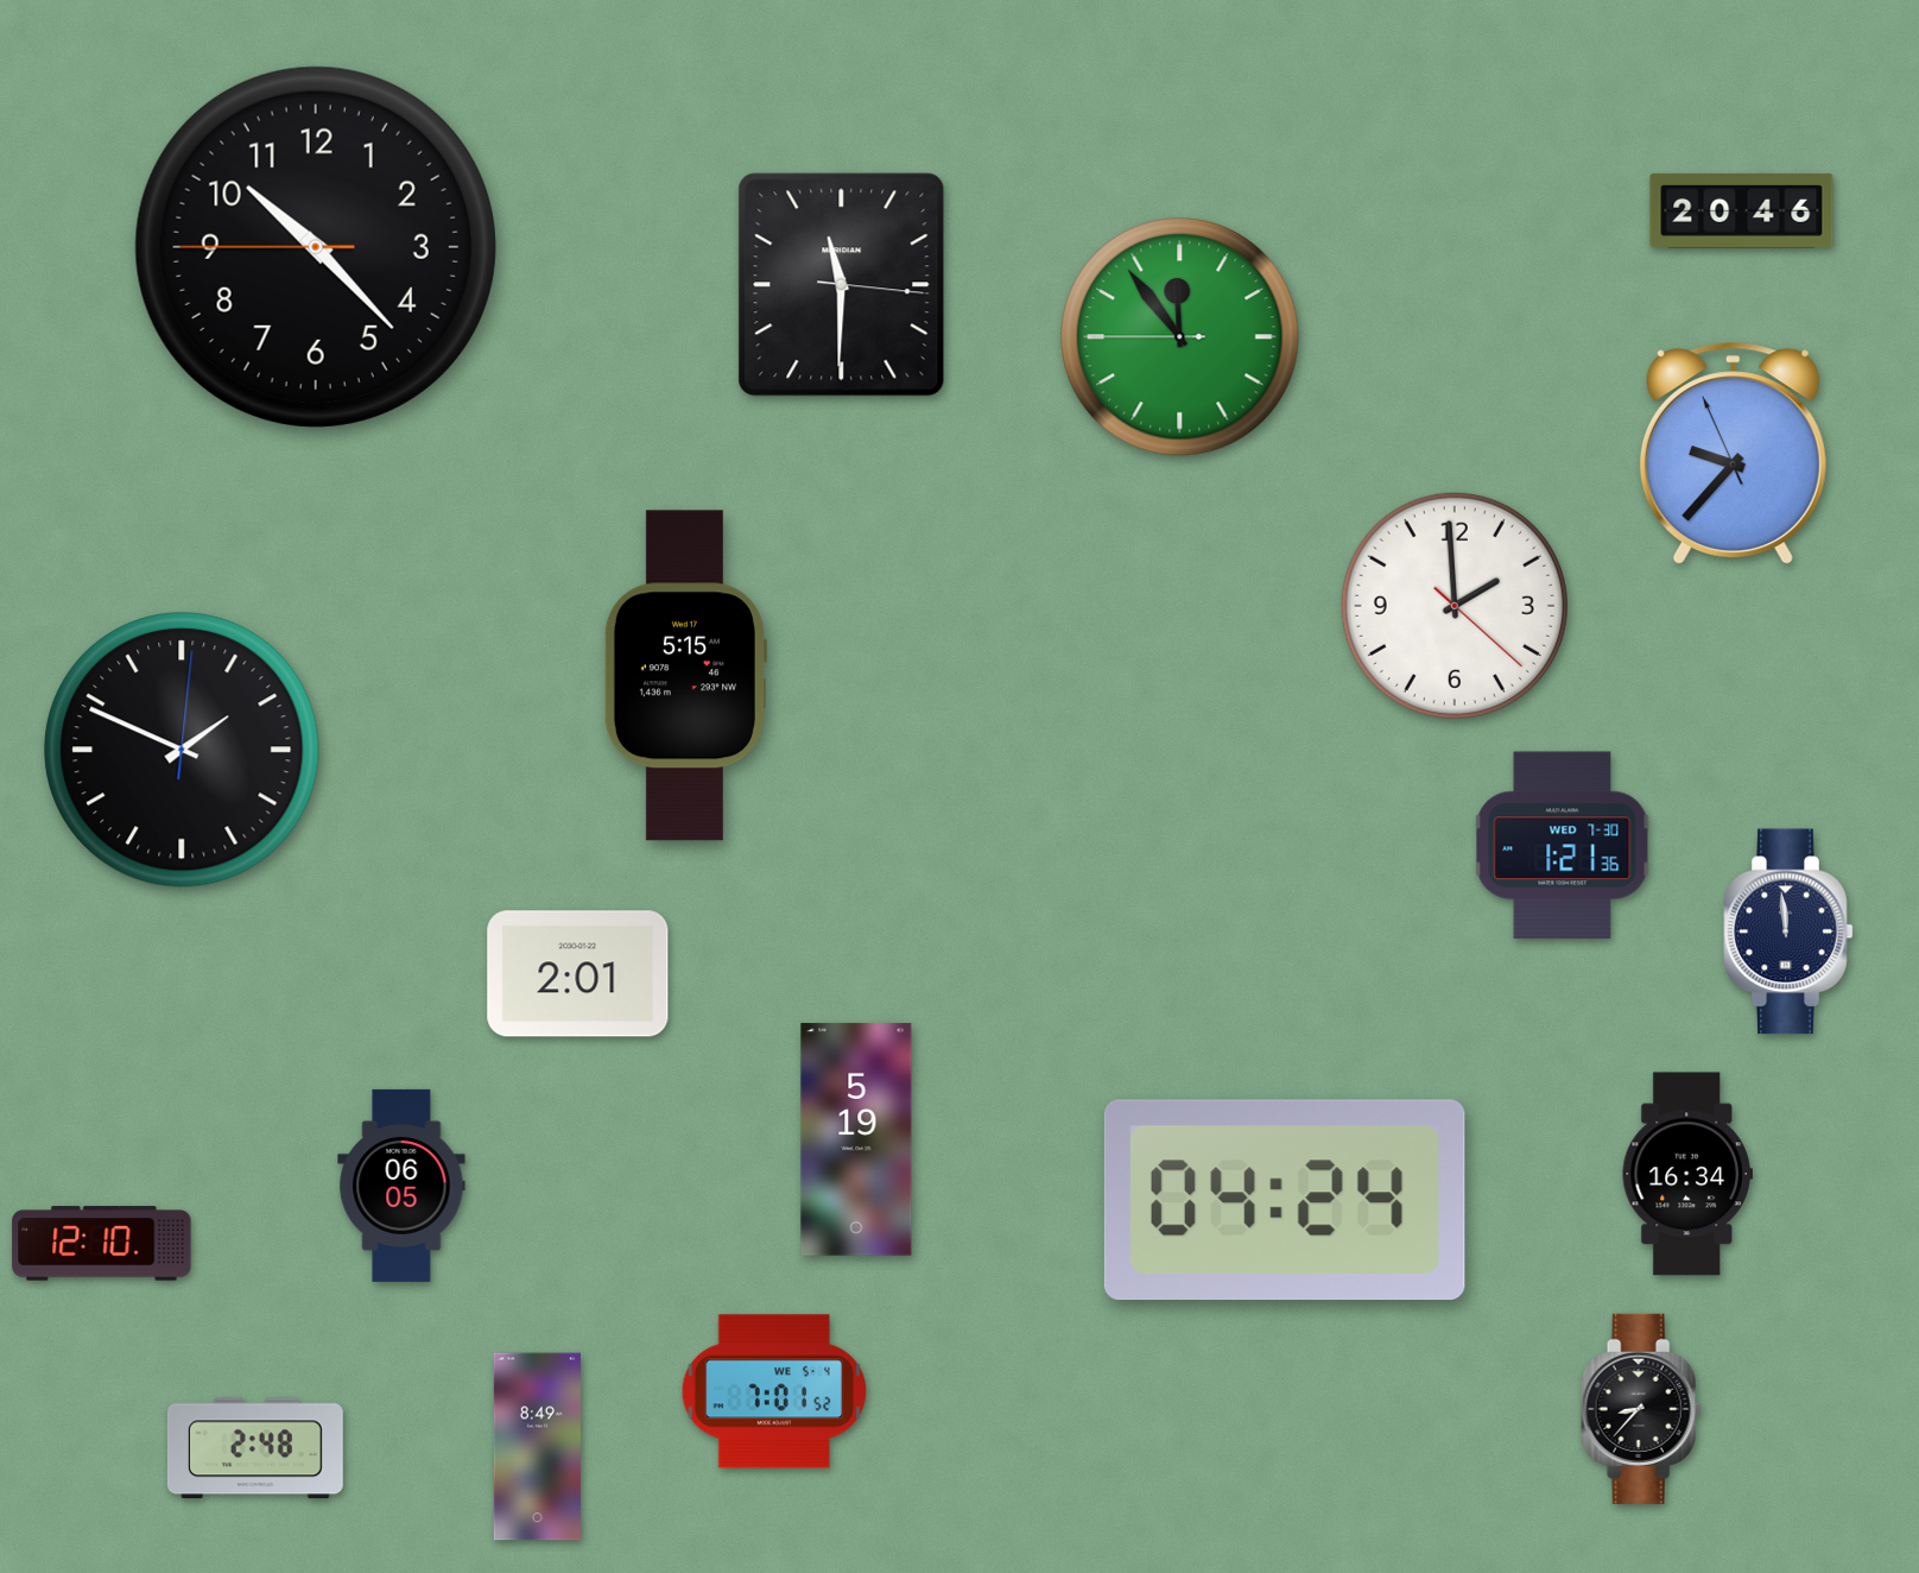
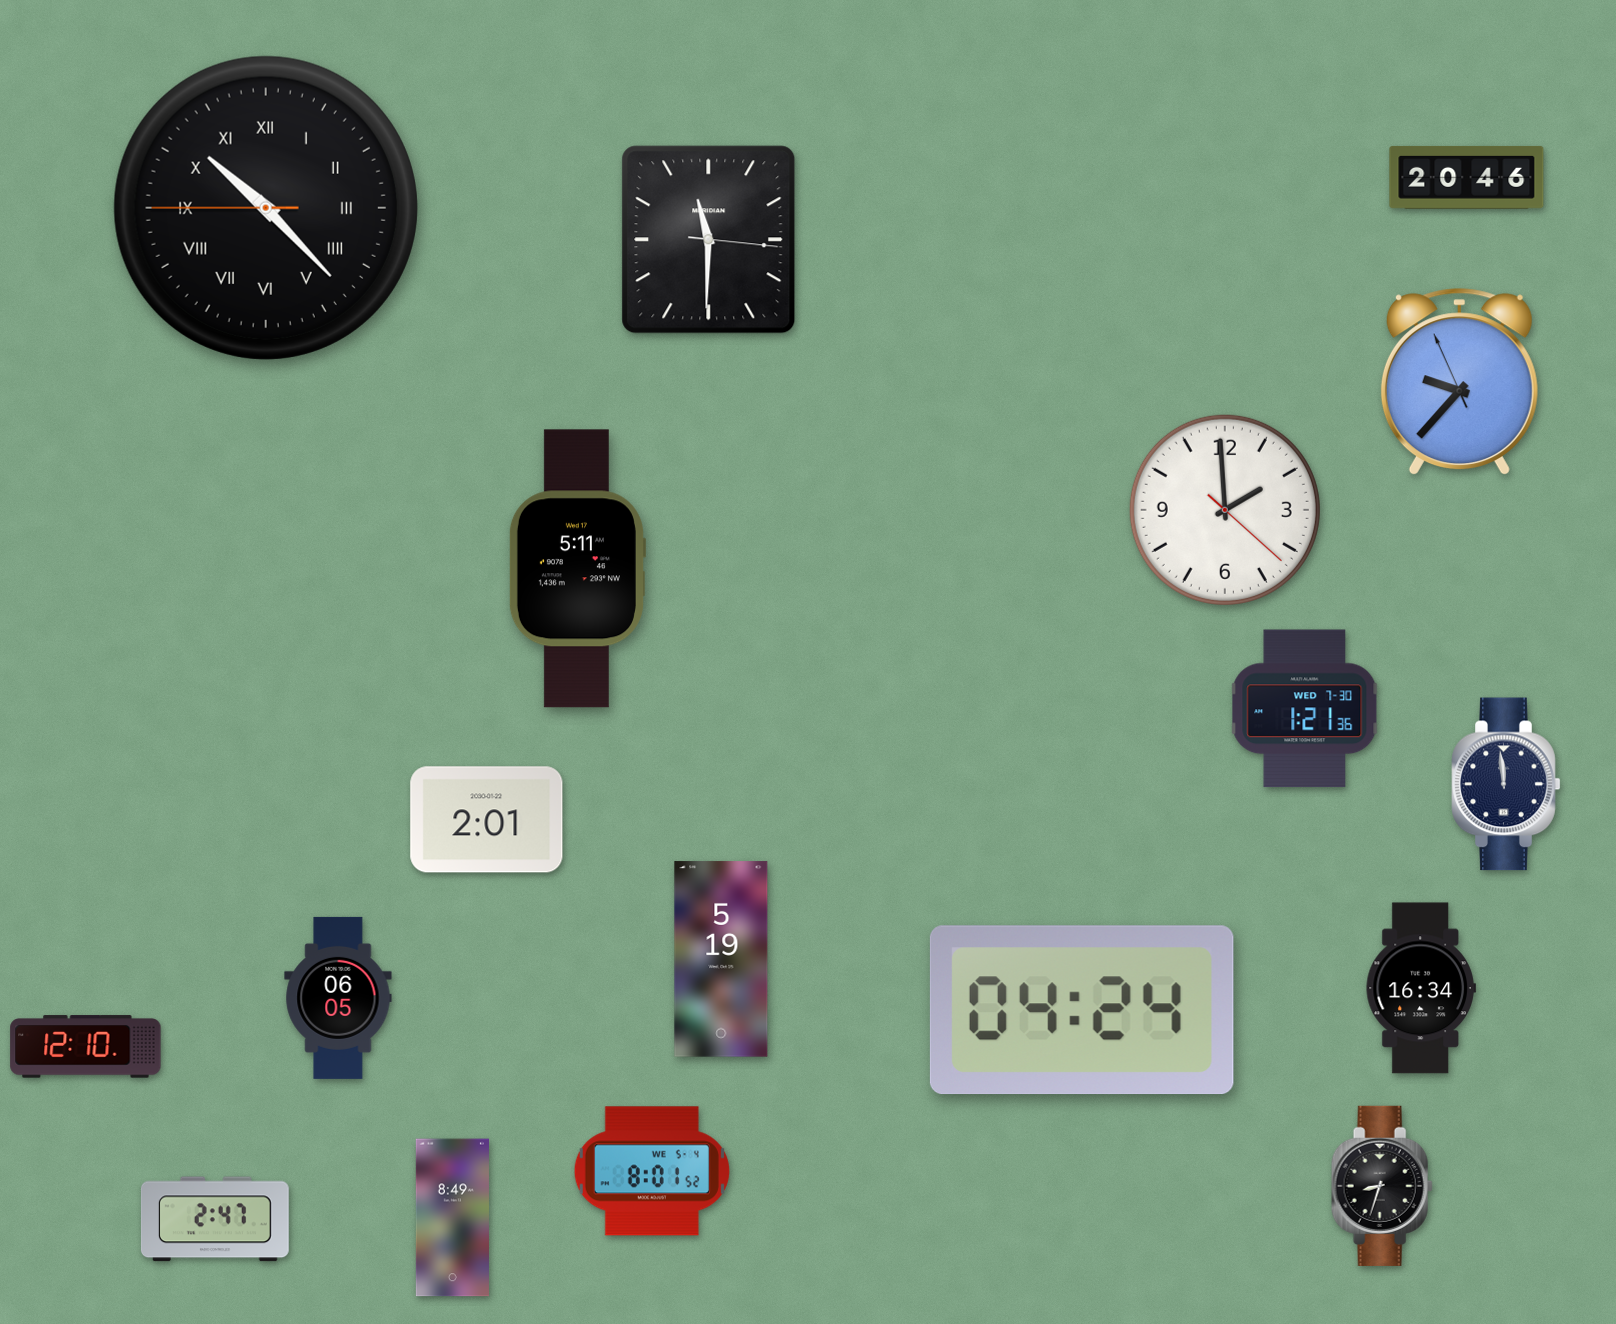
clock at (316, 247) numerals: Arabic -> Roman
clock at (1180, 337): 11:53 -> none
clock at (685, 676): 5:15 -> 5:11
clock at (182, 750): 1:49 -> none
clock at (1563, 846) position: (1563, 846) -> (1305, 709)
clock at (774, 1391): 7:01 -> 8:01
clock at (1641, 1409): 8:37 -> 8:33
clock at (255, 1448): 2:48 -> 2:47
